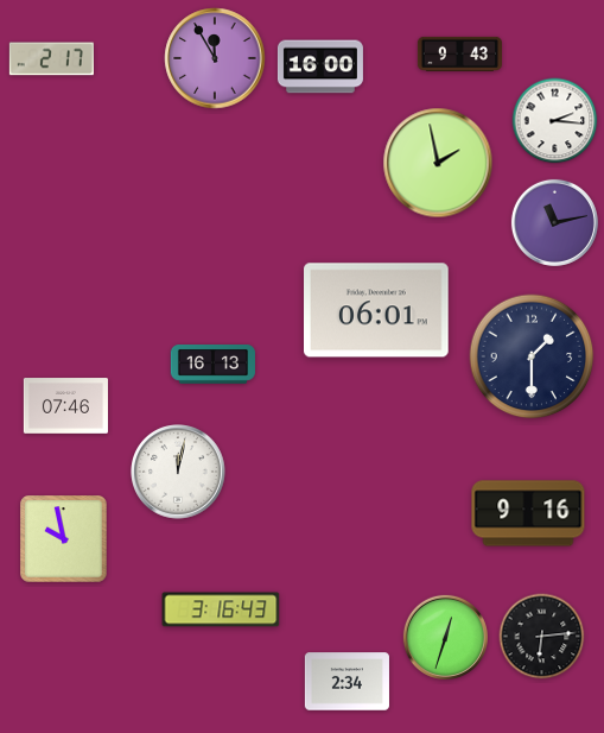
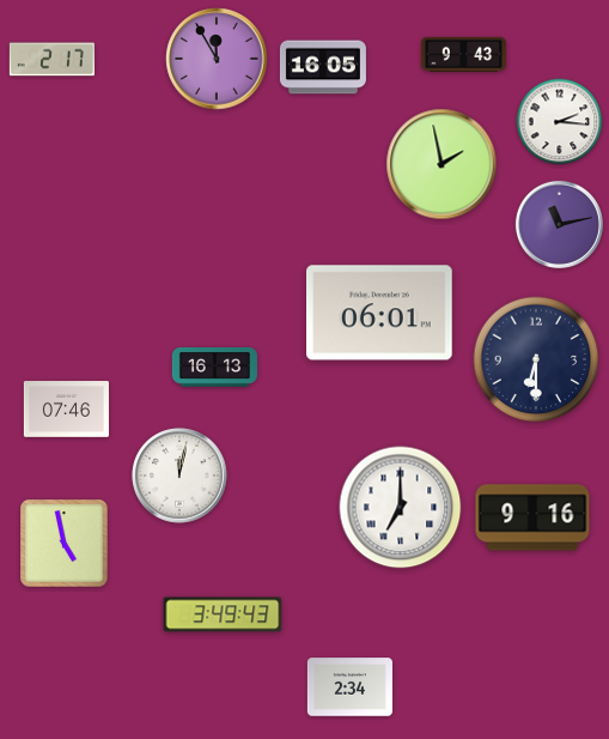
clock at (320, 67): 16:00 -> 16:05
clock at (532, 356): 1:30 -> 6:30
clock at (401, 508): none -> 7:00
clock at (64, 539): 9:58 -> 4:58
clock at (221, 609): 3:16 -> 3:49
clock at (445, 637): 12:33 -> none
clock at (542, 637): 6:14 -> none
